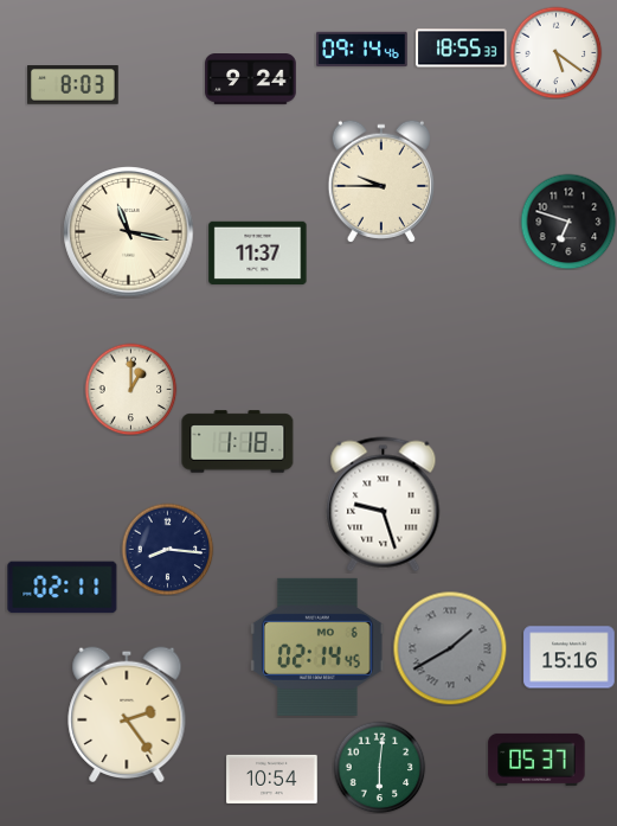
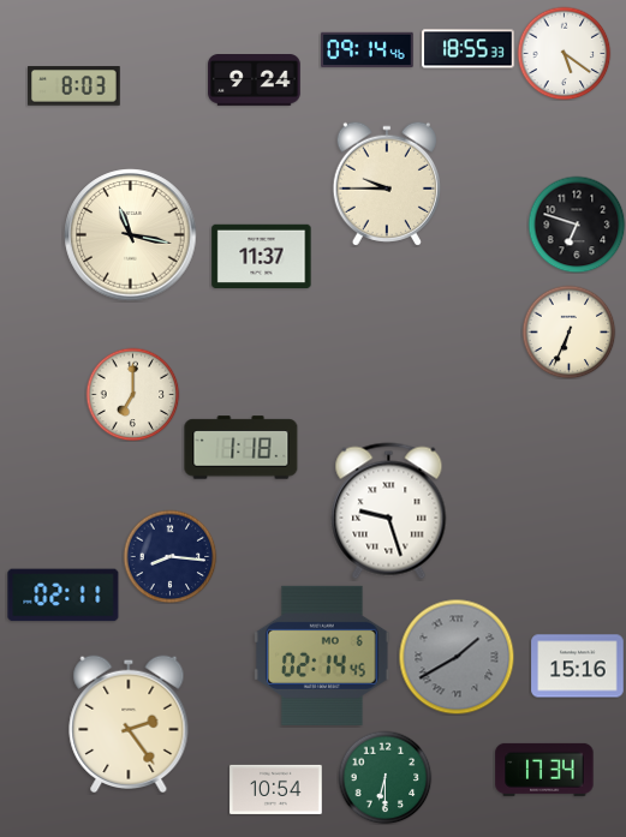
clock at (568, 331): none -> 6:34
clock at (130, 389): 1:00 -> 7:00
clock at (536, 760): 05:37 -> 17:34
clock at (379, 767): 6:01 -> 6:30
